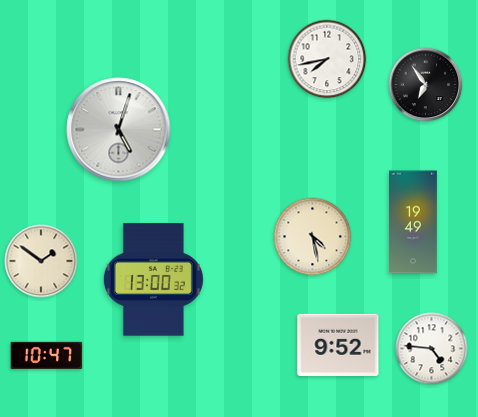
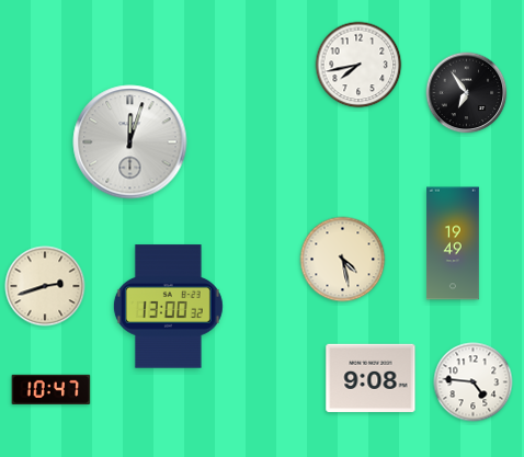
clock at (119, 130): 5:03 -> 12:03
clock at (41, 261): 1:51 -> 2:42
clock at (338, 345): 9:52 -> 9:08
